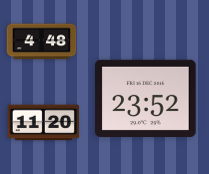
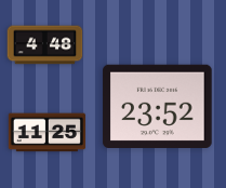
clock at (43, 123): 11:20 -> 11:25
